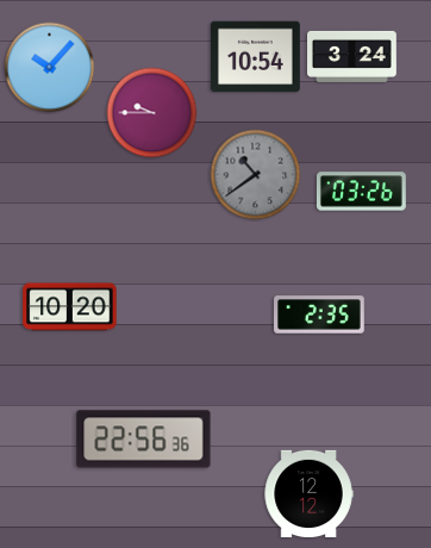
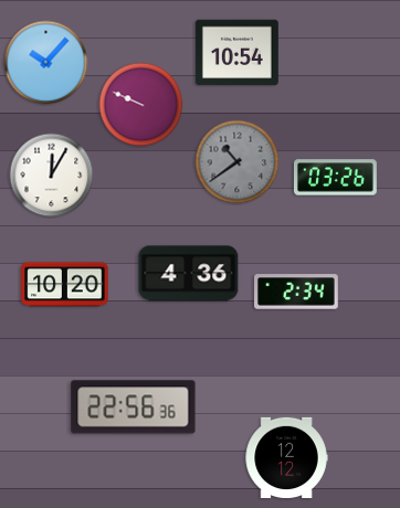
clock at (352, 56): 3:24 -> none
clock at (152, 113): 9:45 -> 9:49
clock at (52, 176): none -> 12:05
clock at (189, 274): none -> 4:36
clock at (319, 315): 2:35 -> 2:34
